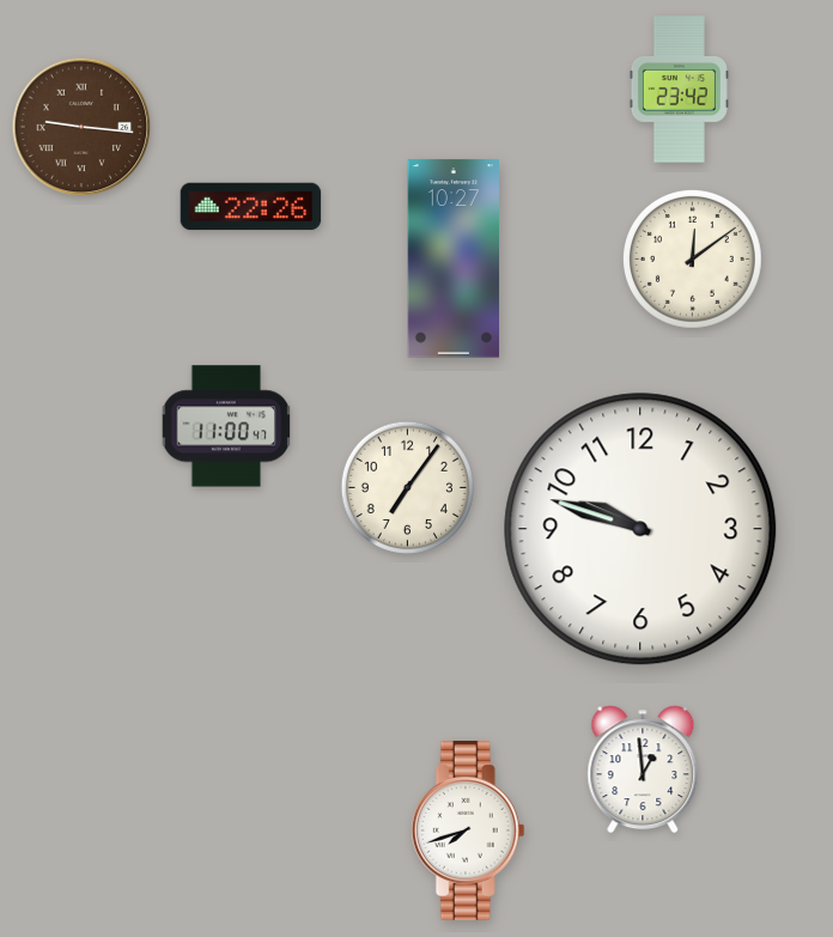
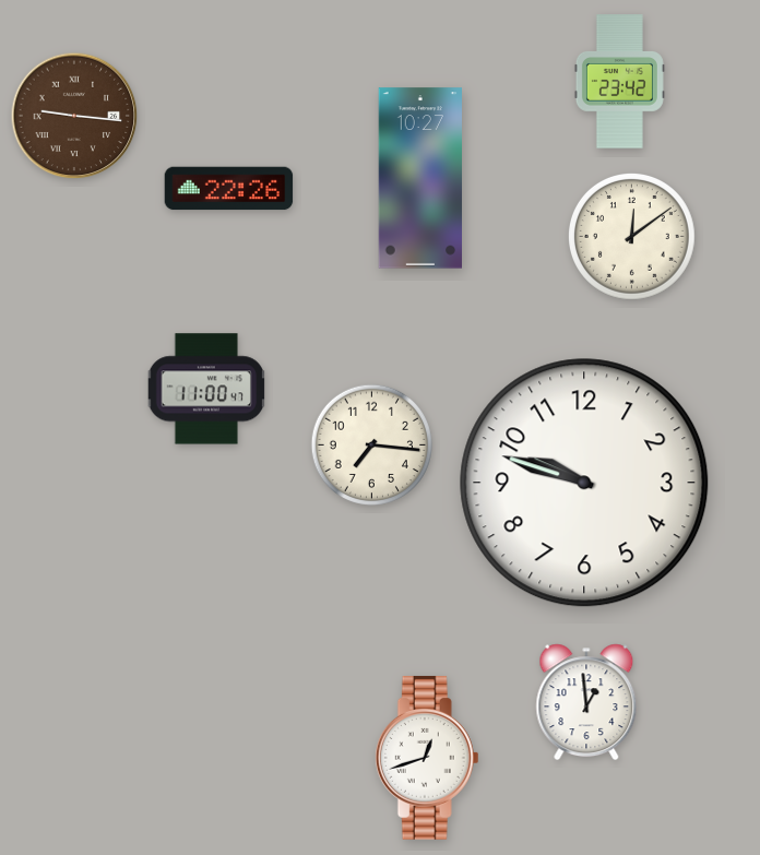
clock at (452, 258) position: (452, 258) -> (419, 178)
clock at (407, 487): 7:06 -> 7:16
clock at (468, 830): 7:42 -> 12:42
